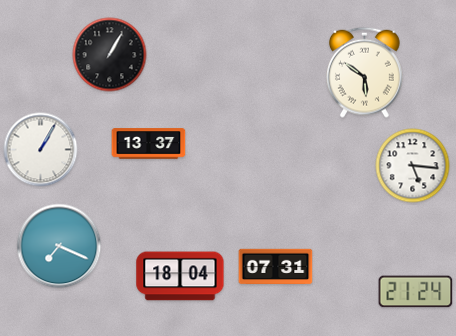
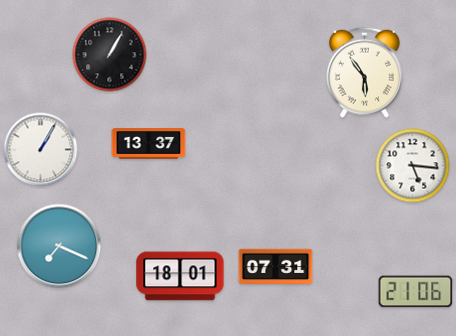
clock at (364, 72): 5:51 -> 5:54
clock at (180, 276): 18:04 -> 18:01
clock at (416, 292): 21:24 -> 21:06
